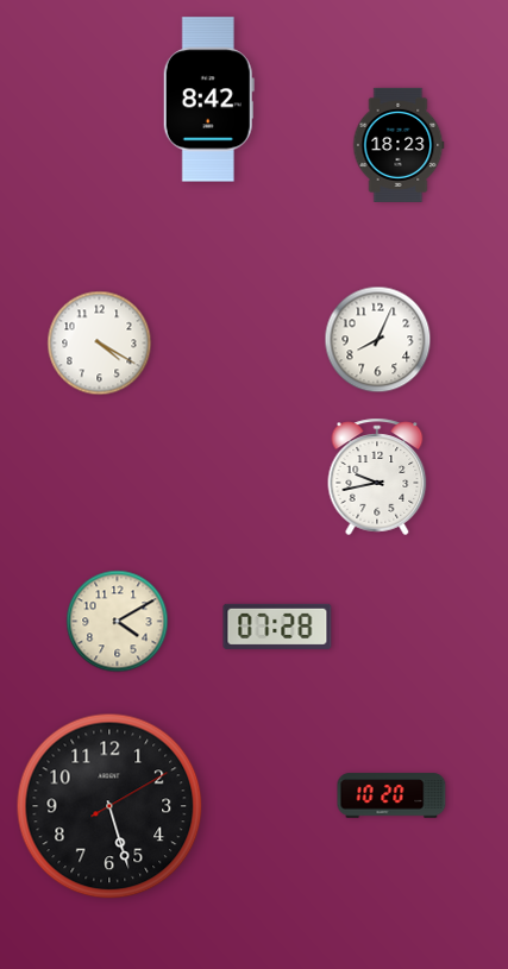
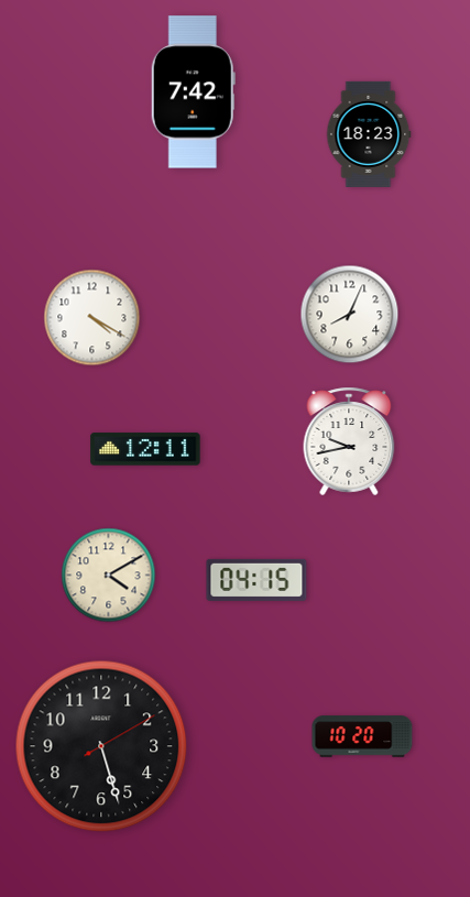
clock at (208, 100): 8:42 -> 7:42
clock at (145, 449): none -> 12:11
clock at (277, 627): 07:28 -> 04:15
